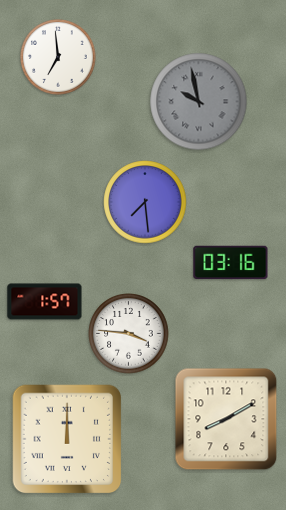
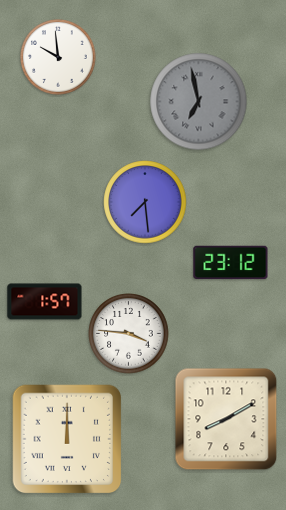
clock at (58, 57): 6:59 -> 9:59
clock at (199, 102): 9:58 -> 6:58
clock at (231, 263): 03:16 -> 23:12
